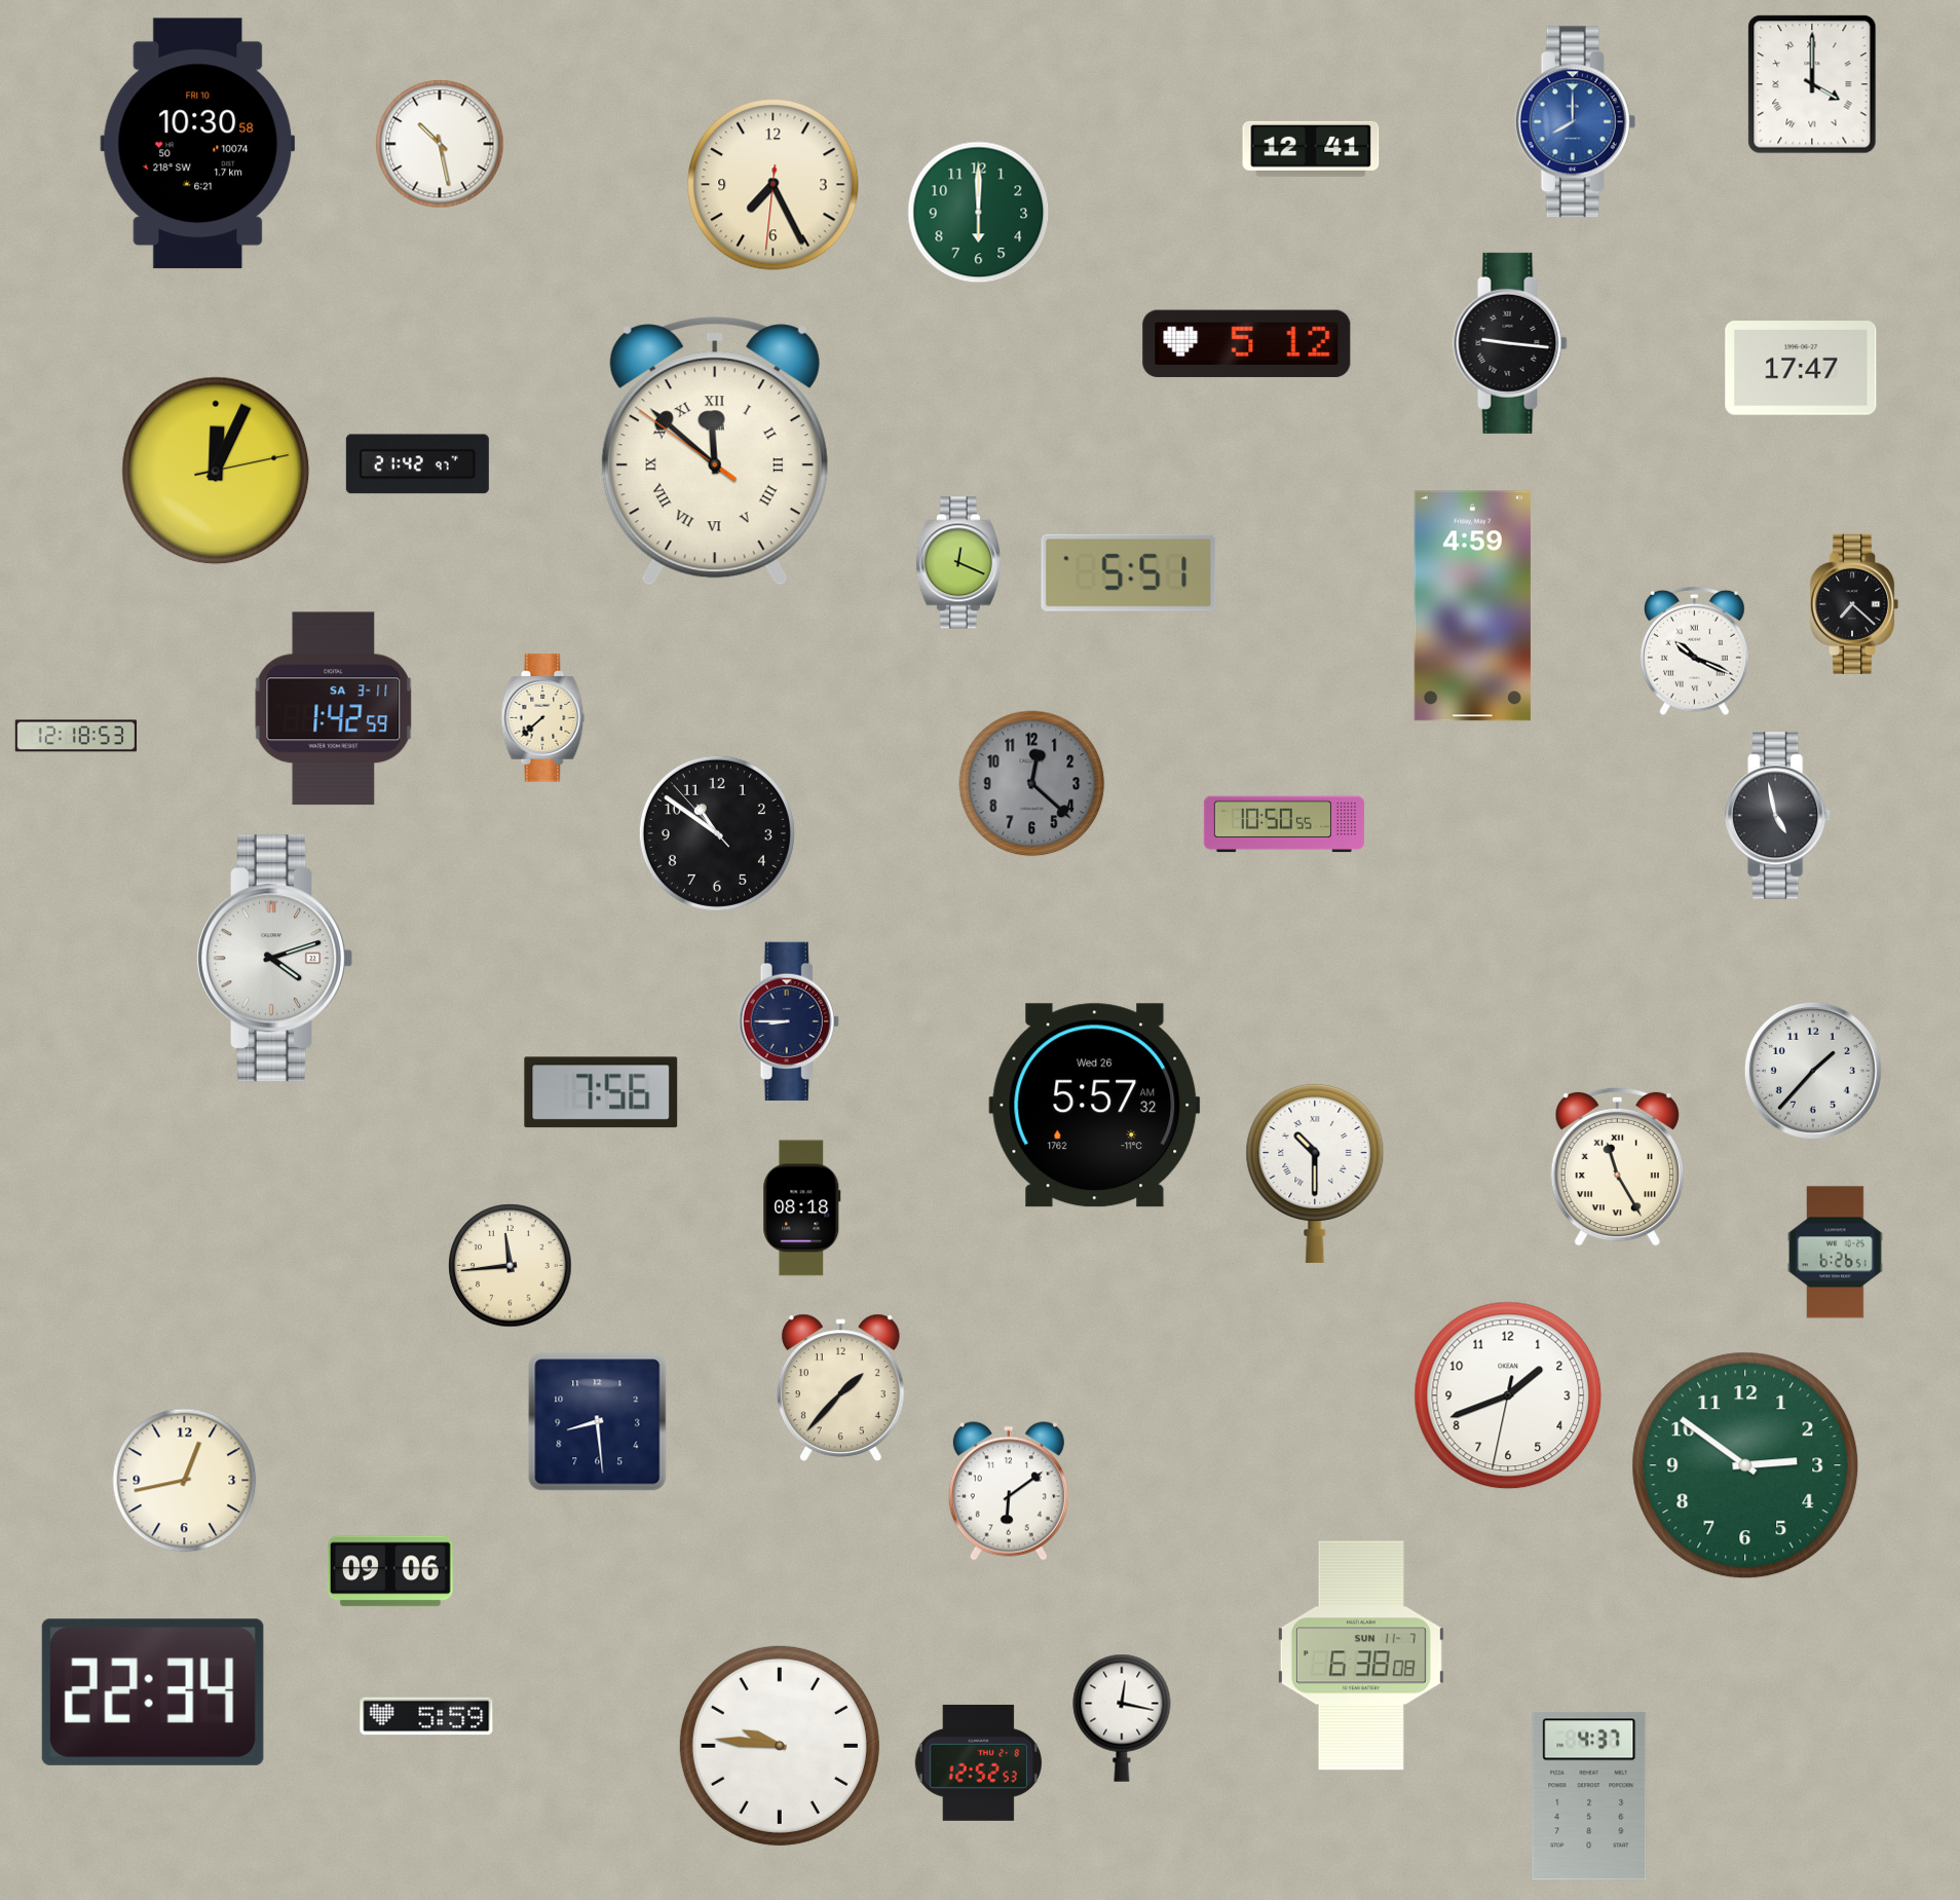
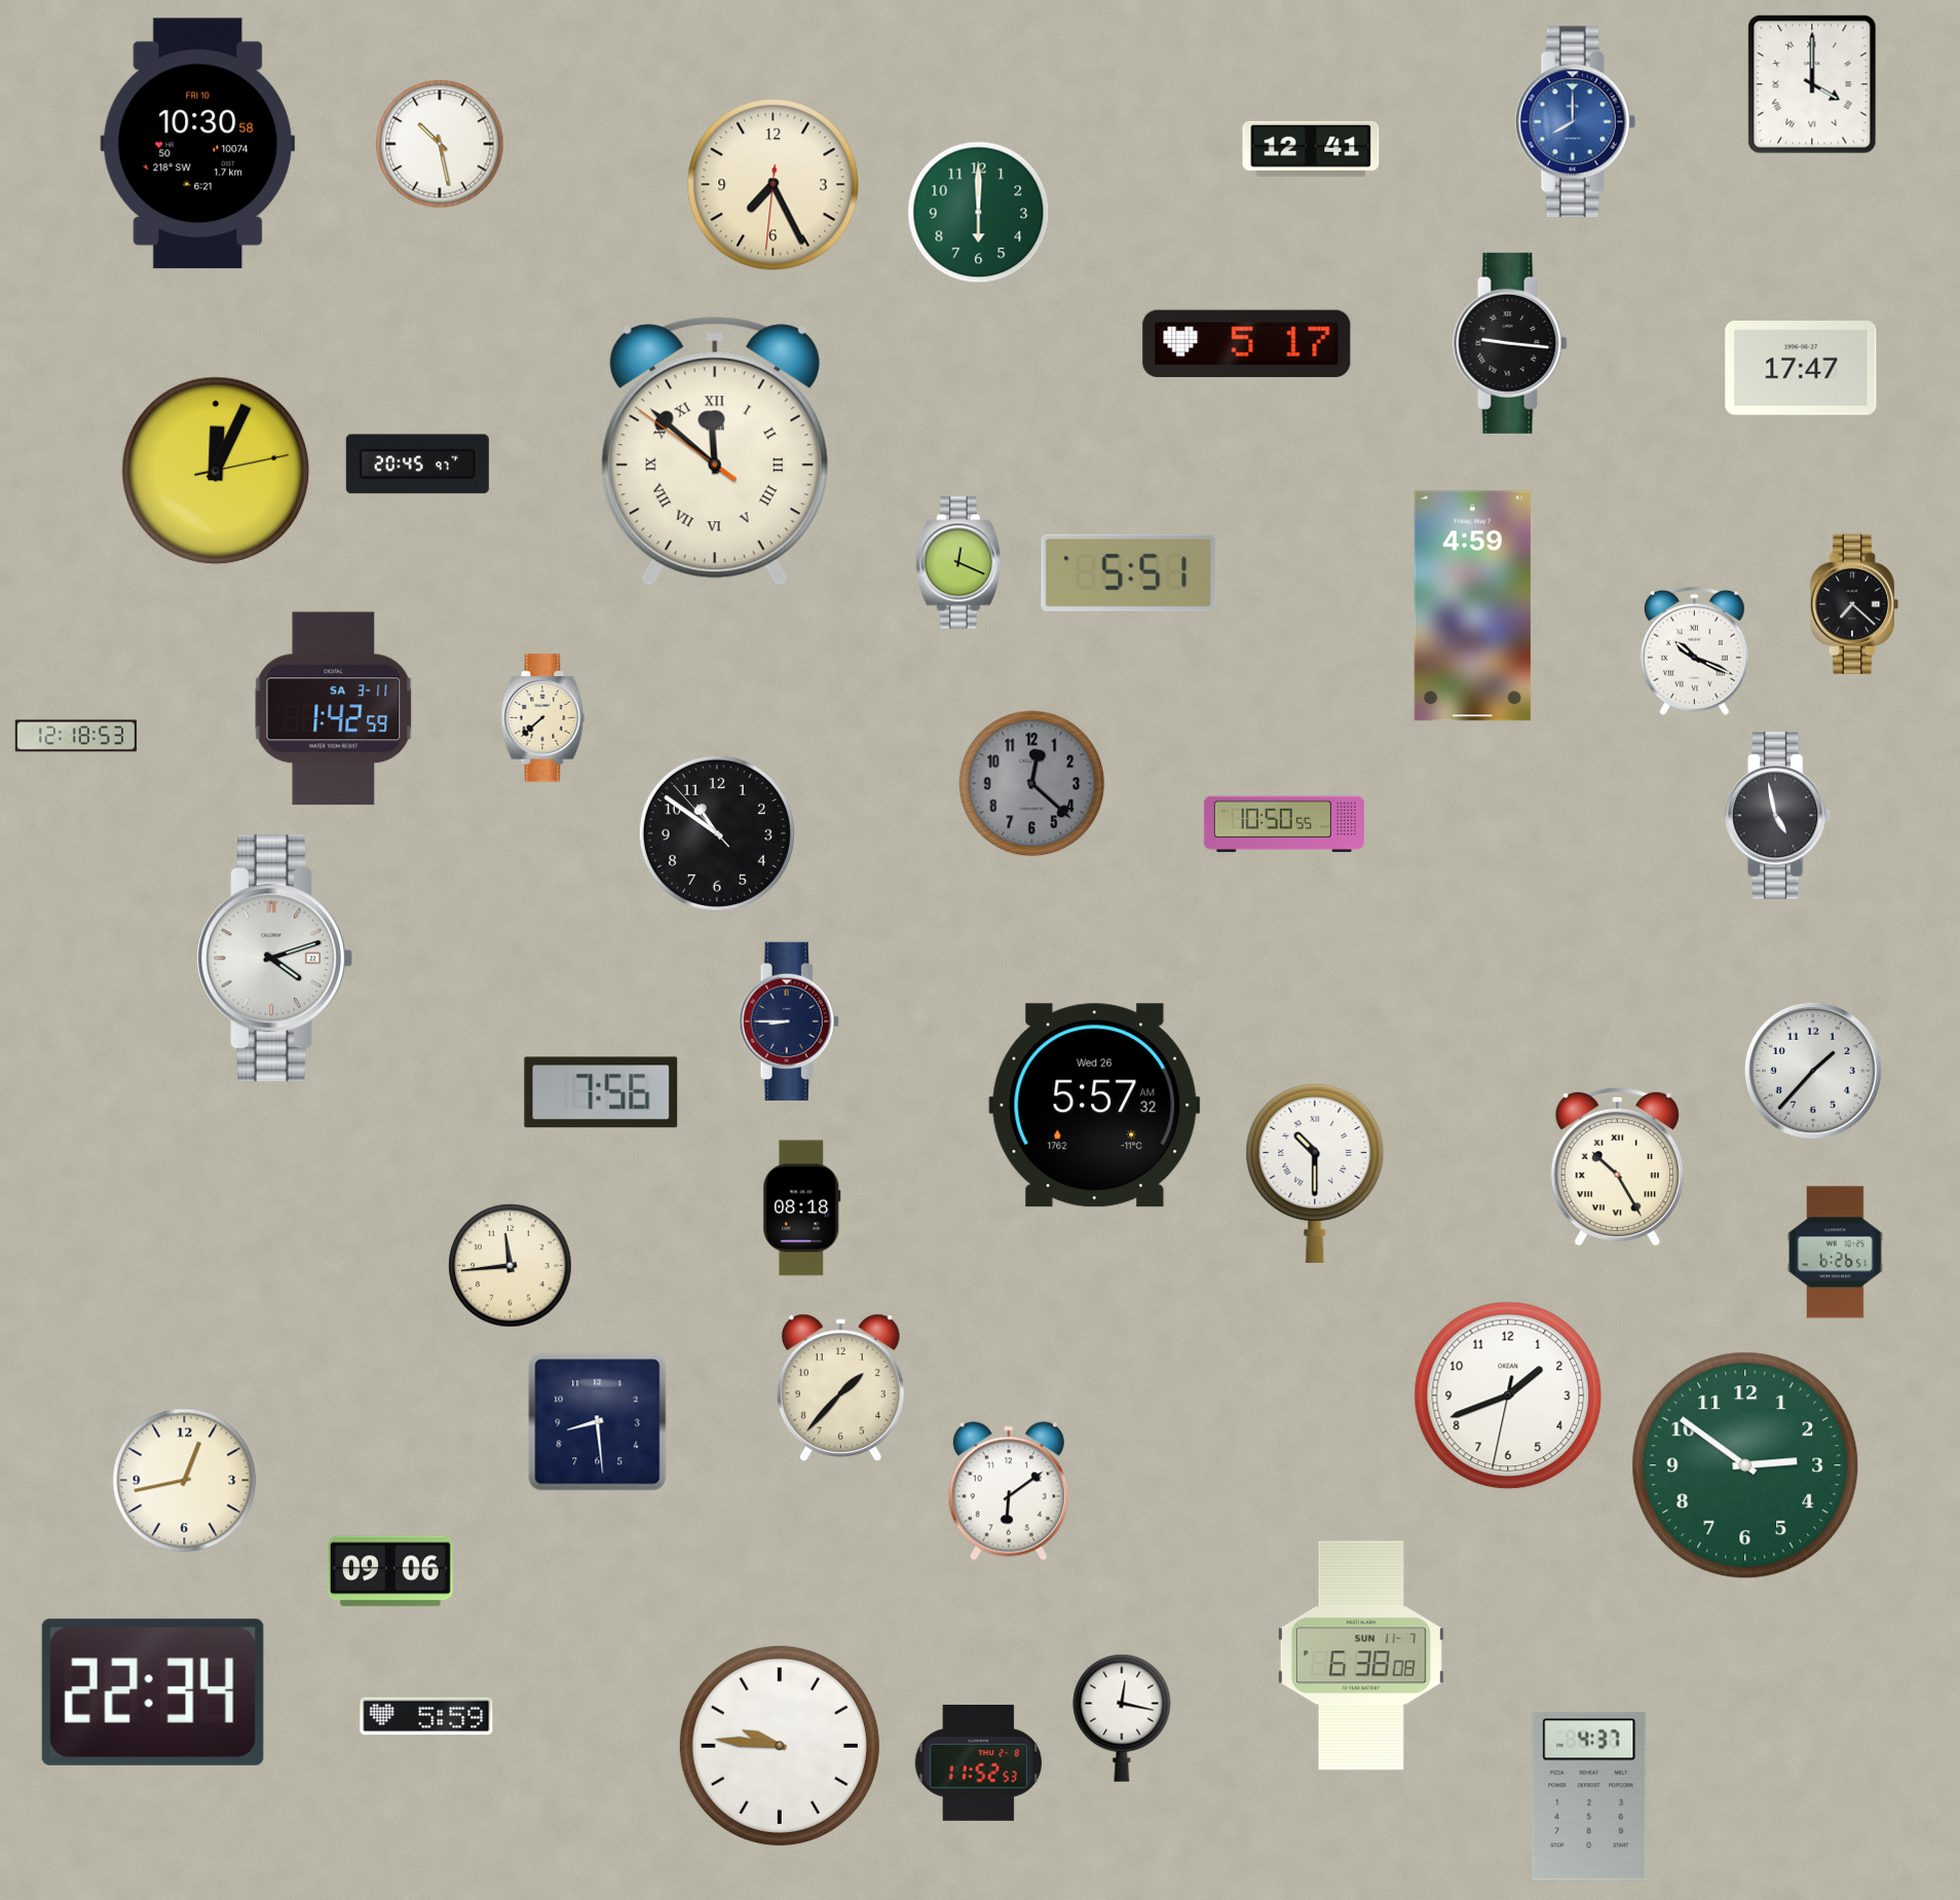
clock at (1247, 343): 5:12 -> 5:17
clock at (417, 464): 21:42 -> 20:45
clock at (1617, 1166): 11:25 -> 10:25
clock at (978, 1762): 12:52 -> 11:52
